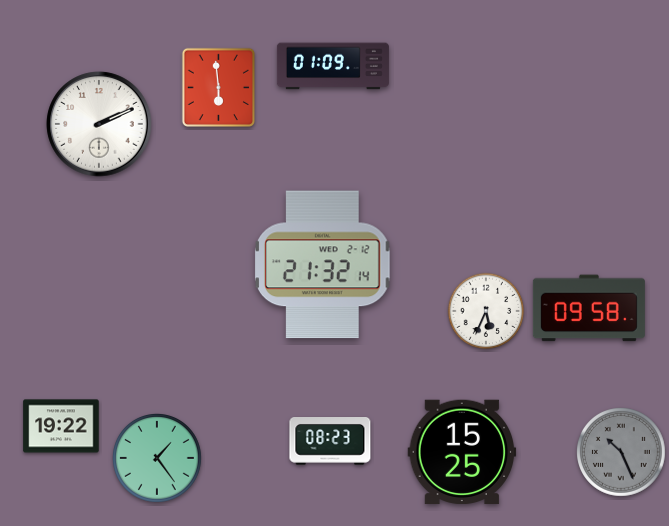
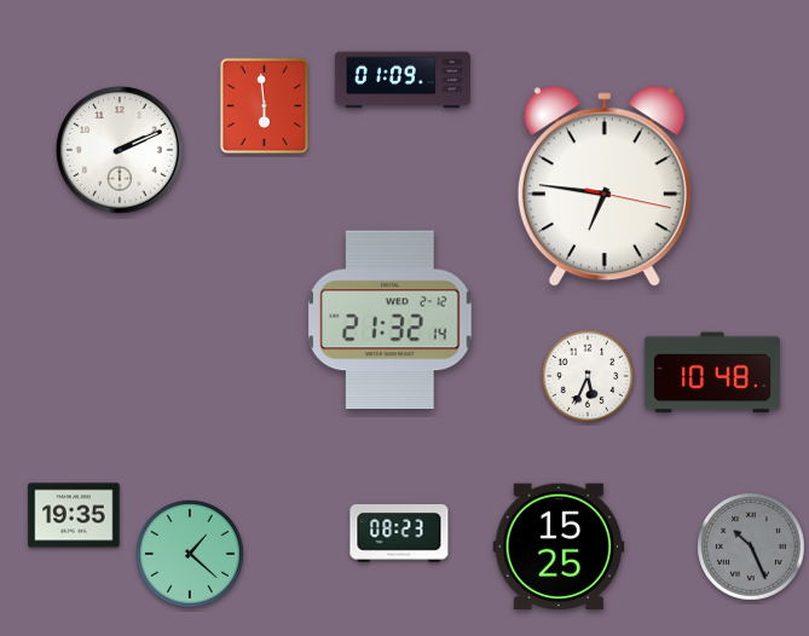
clock at (605, 187): none -> 6:46
clock at (589, 308): 09:58 -> 10:48
clock at (61, 426): 19:22 -> 19:35
clock at (158, 459): 1:24 -> 1:22
